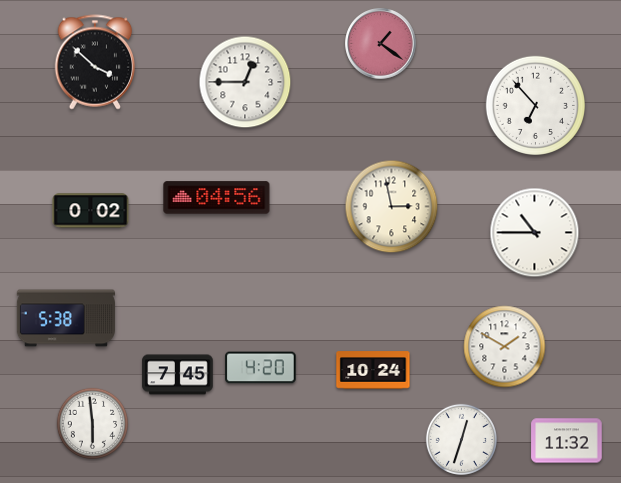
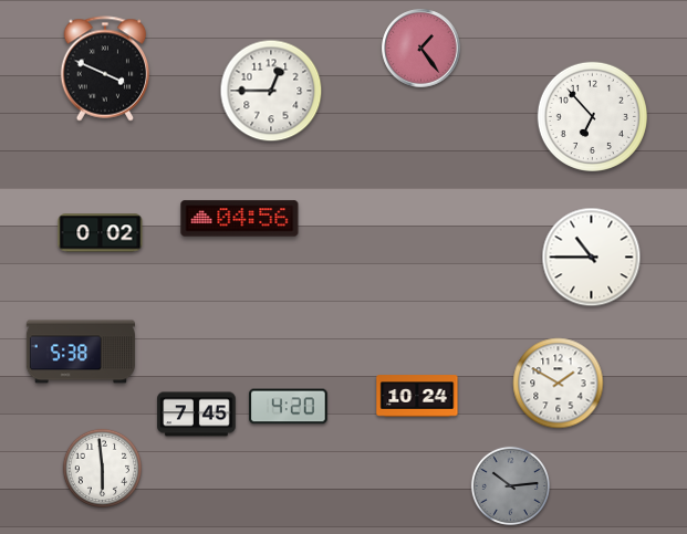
clock at (381, 44): 1:21 -> 1:24
clock at (95, 62): 3:52 -> 3:49
clock at (392, 207): 2:58 -> none
clock at (66, 318) position: (66, 318) -> (81, 352)
clock at (373, 370) position: (373, 370) -> (417, 396)
clock at (461, 439): 12:33 -> 10:14
clock at (461, 439) dial: white -> grey
clock at (567, 441): 11:32 -> none
